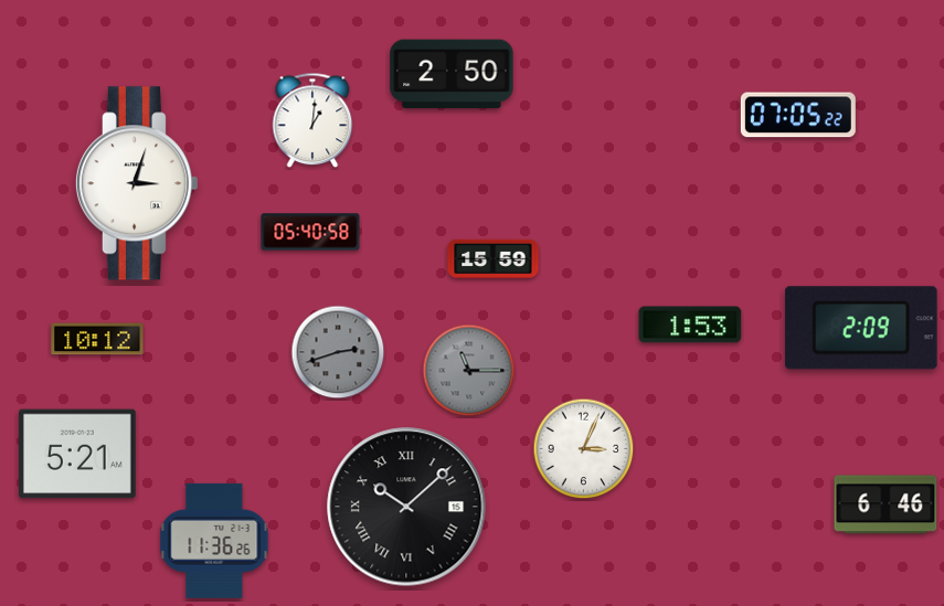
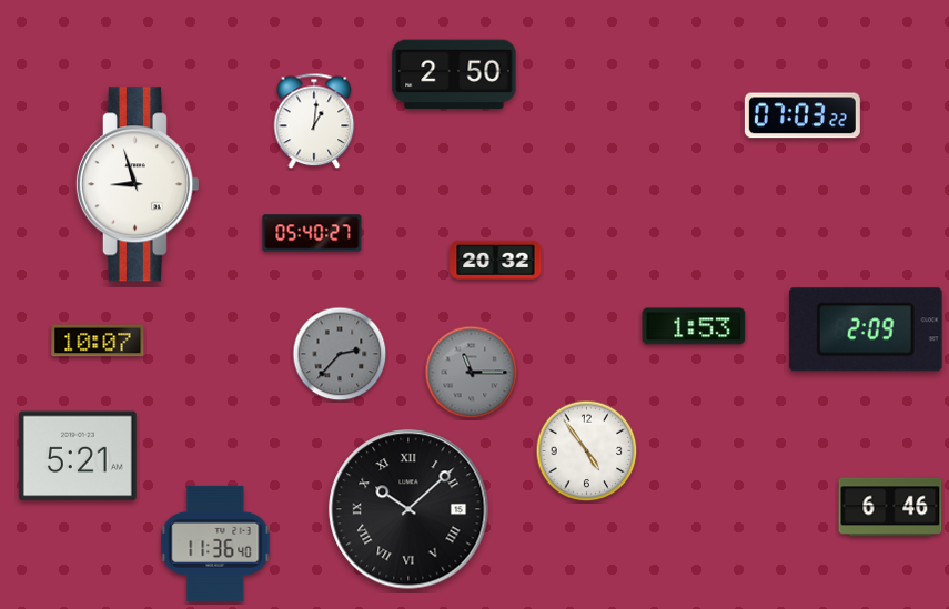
clock at (798, 115): 07:05 -> 07:03
clock at (136, 183): 3:03 -> 8:57
clock at (310, 232): 05:40:58 -> 05:40:27
clock at (494, 258): 15:59 -> 20:32
clock at (97, 339): 10:12 -> 10:07
clock at (338, 352): 2:42 -> 2:37
clock at (584, 449): 3:04 -> 4:54
clock at (214, 541): 11:36:26 -> 11:36:40
